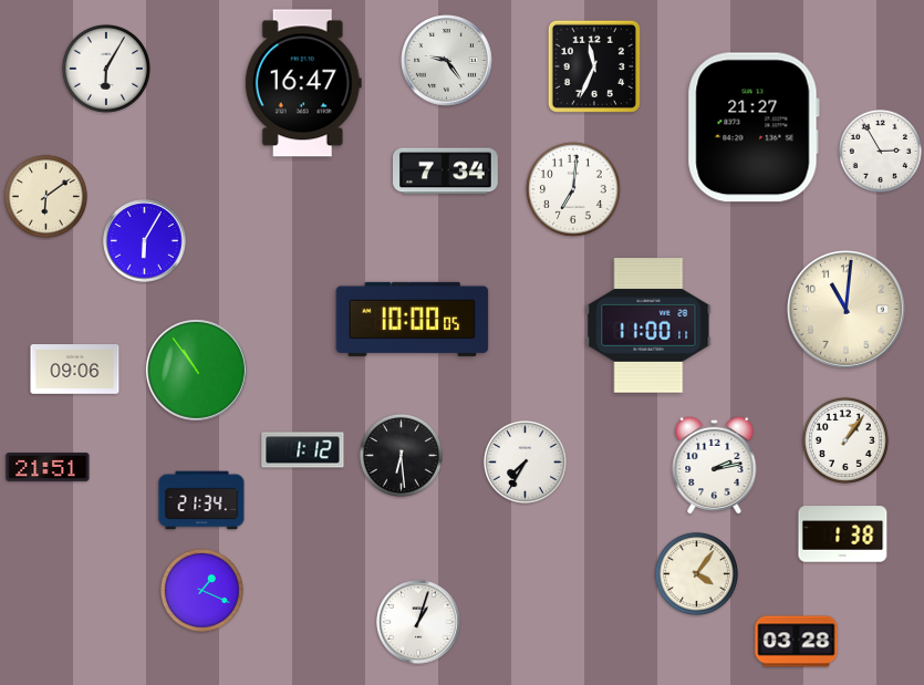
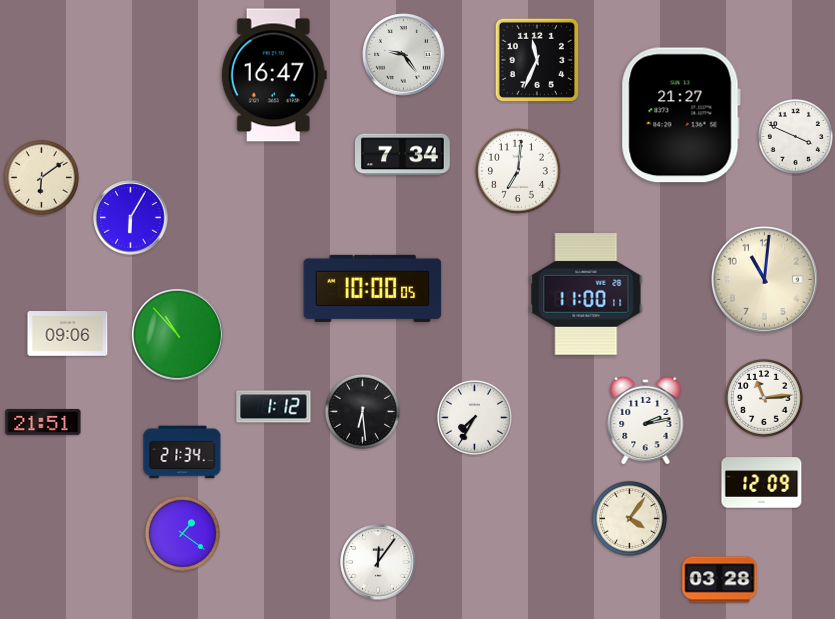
clock at (106, 69): 6:05 -> none
clock at (880, 151): 2:55 -> 3:49
clock at (197, 371): 10:54 -> 10:53
clock at (845, 440): 1:06 -> 11:14
clock at (843, 534): 1:38 -> 12:09
clock at (201, 590): 1:19 -> 1:21
clock at (418, 622): 1:03 -> 12:06
